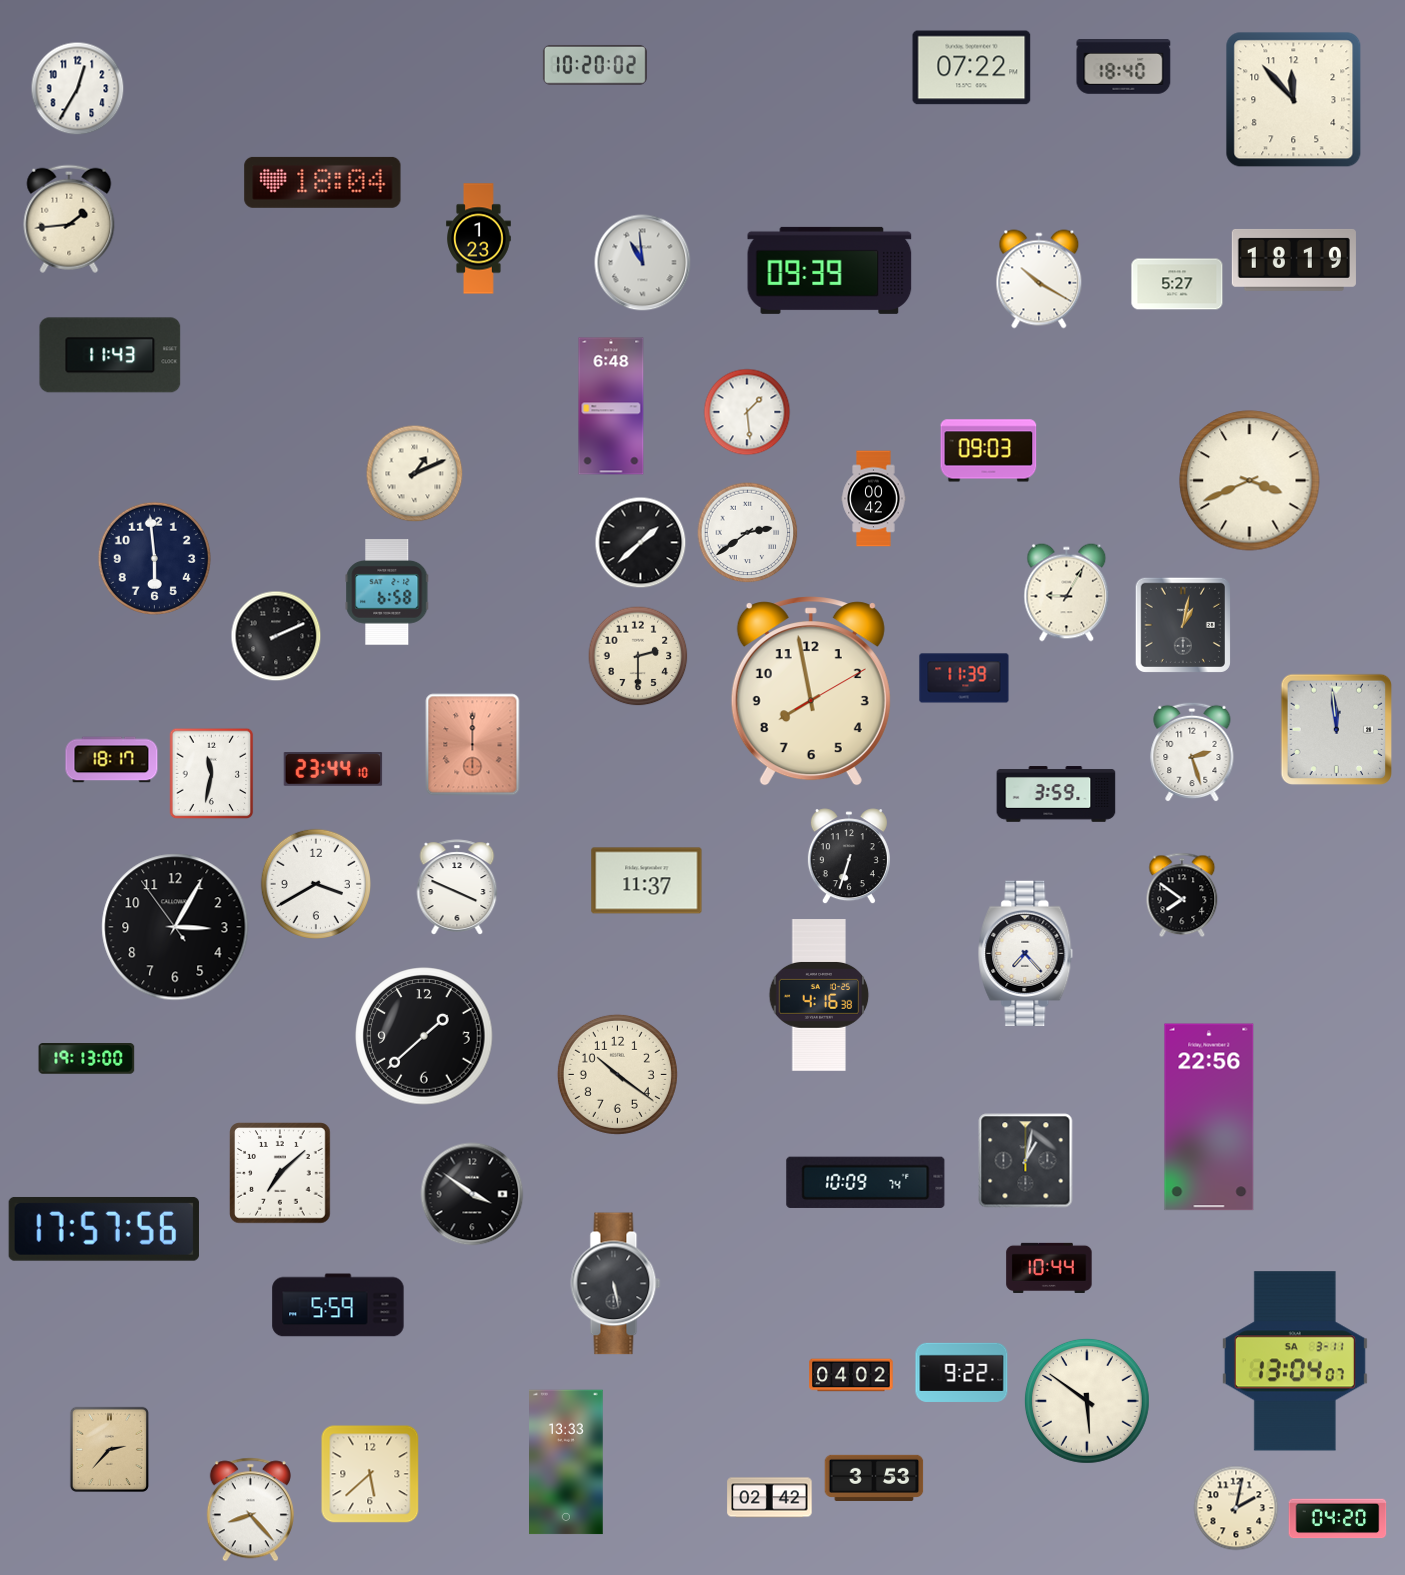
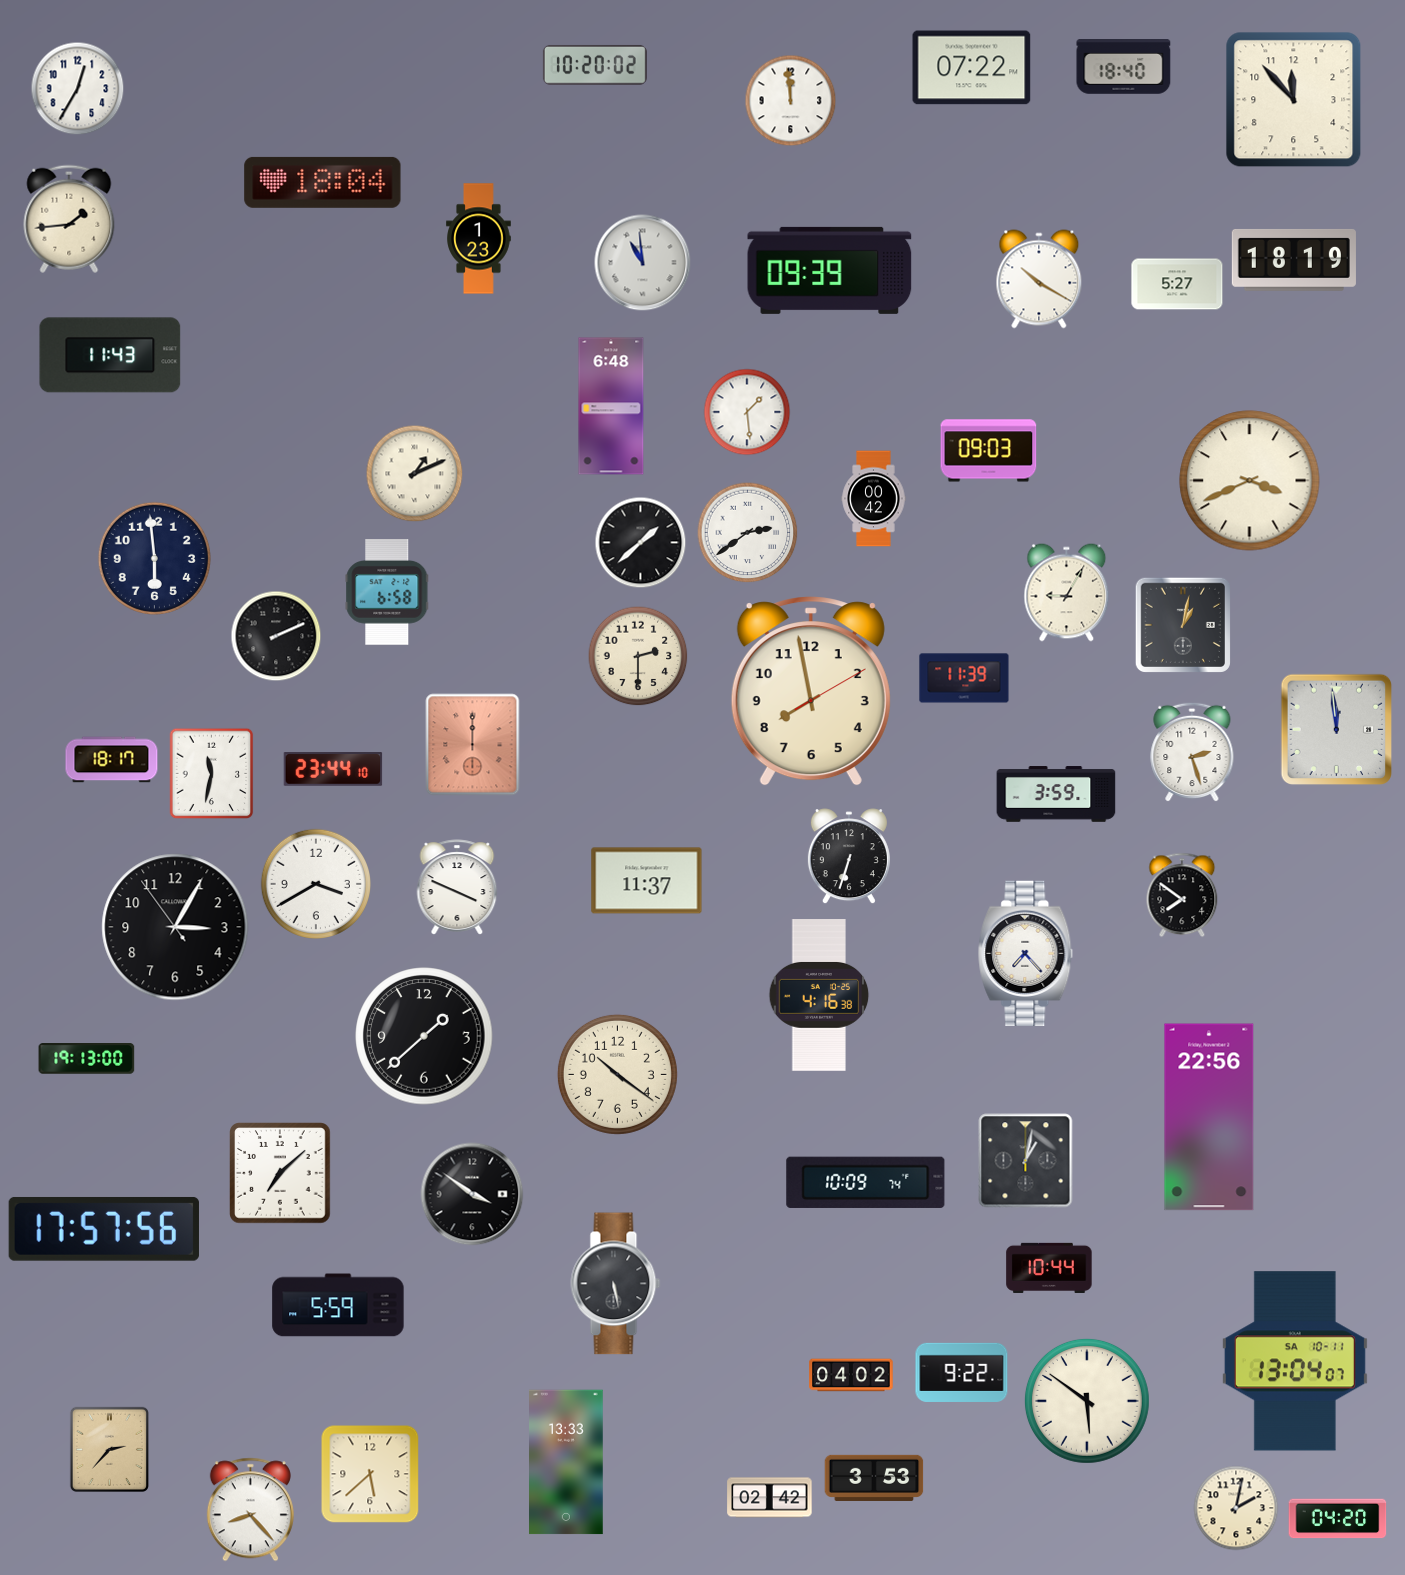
clock at (791, 101): none -> 11:59
clock at (1295, 1361) date: SA 3-11 -> SA 10-11
